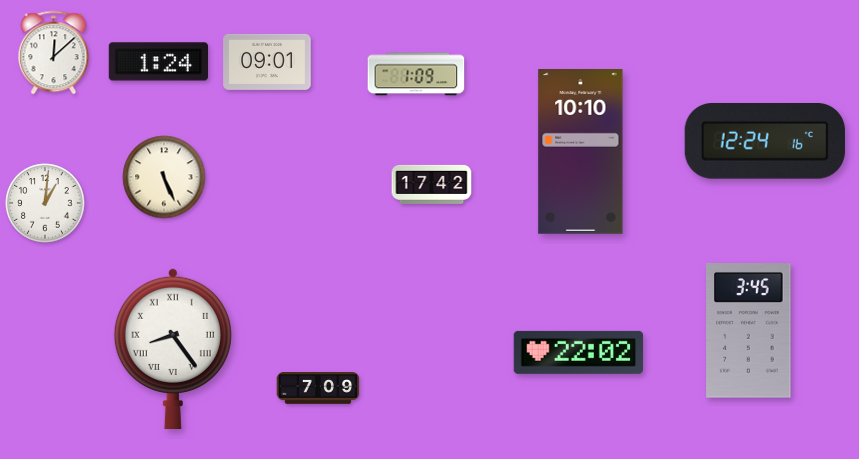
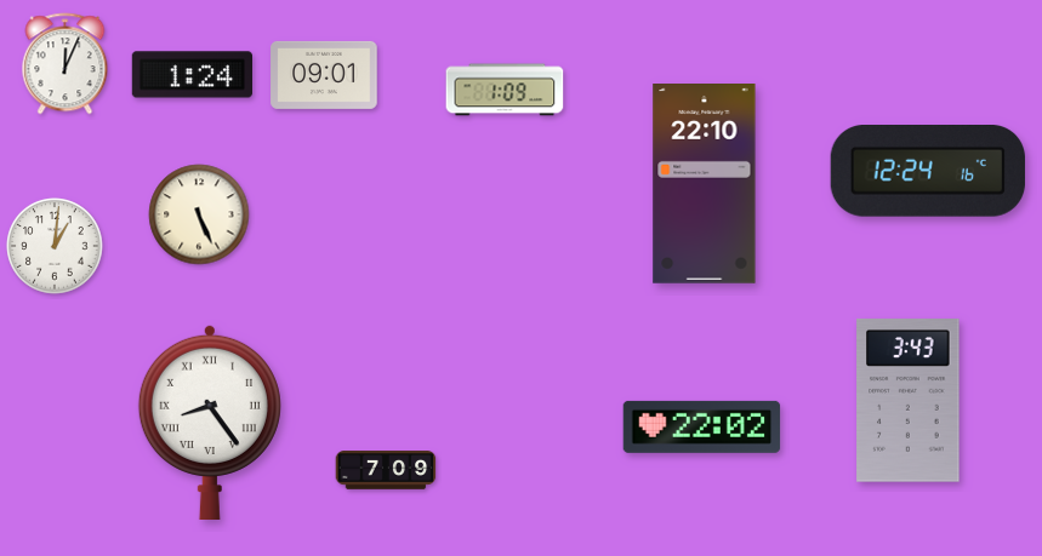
clock at (54, 53): 12:08 -> 12:04
clock at (581, 152): 10:10 -> 22:10
clock at (432, 184): 17:42 -> none
clock at (749, 331): 3:45 -> 3:43
